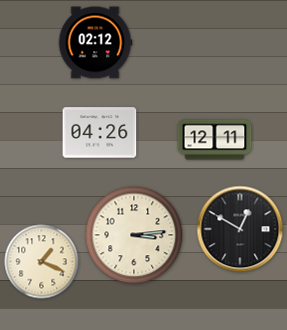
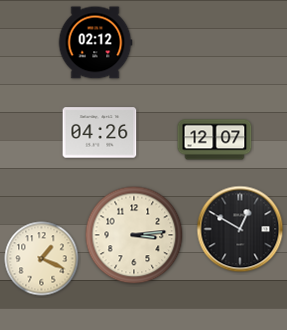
clock at (215, 140): 12:11 -> 12:07
clock at (42, 262) position: (42, 262) -> (42, 259)
